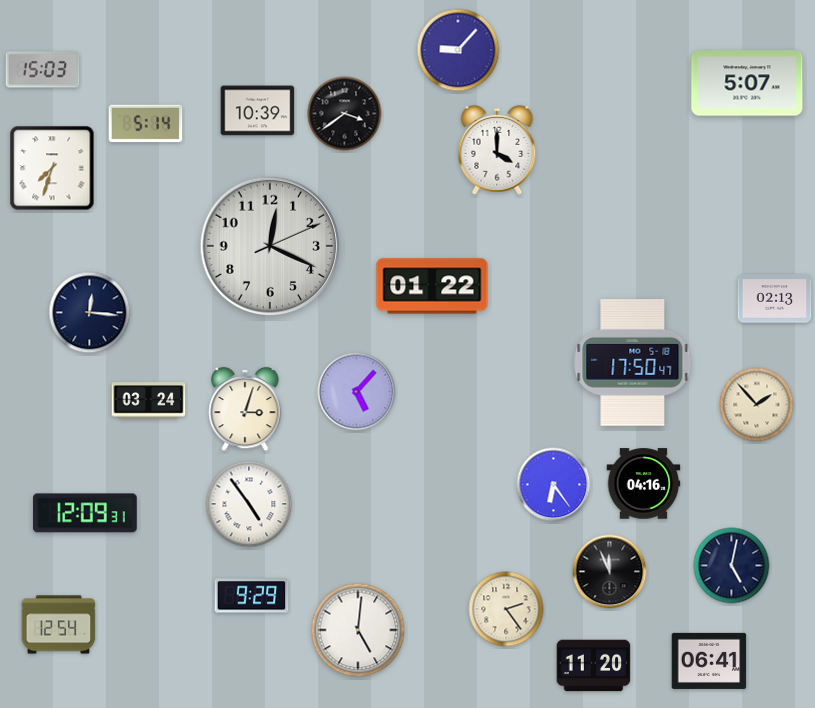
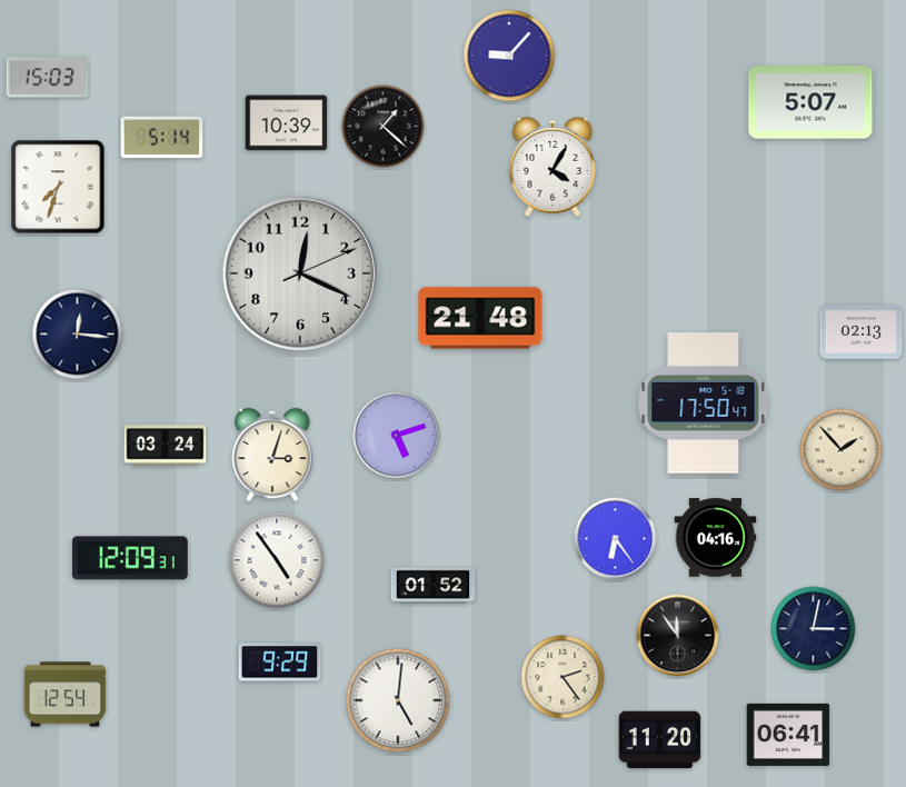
clock at (747, 83) position: (747, 83) -> (810, 102)
clock at (345, 114): 3:39 -> 1:22
clock at (497, 150): 4:00 -> 4:05
clock at (432, 286): 01:22 -> 21:48
clock at (90, 313) position: (90, 313) -> (78, 335)
clock at (357, 392): 5:07 -> 5:12
clock at (85, 513) position: (85, 513) -> (130, 558)
clock at (434, 586): none -> 01:52
clock at (732, 566): 5:02 -> 3:02
clock at (610, 572): 11:56 -> 11:54
